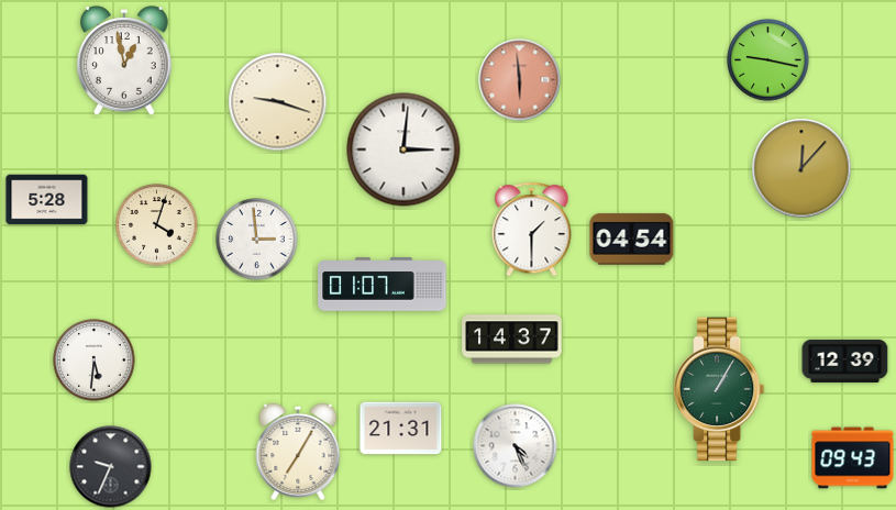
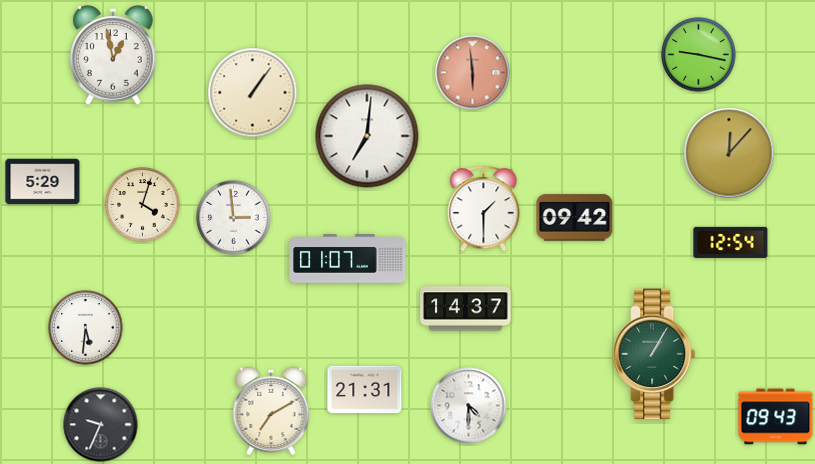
clock at (278, 102): 9:18 -> 1:06
clock at (403, 149): 3:01 -> 7:01
clock at (47, 200): 5:28 -> 5:29
clock at (632, 240): 04:54 -> 09:42
clock at (731, 242): none -> 12:54
clock at (845, 361): 12:39 -> none
clock at (516, 446): 4:26 -> 4:30
clock at (298, 452): 7:05 -> 7:10
